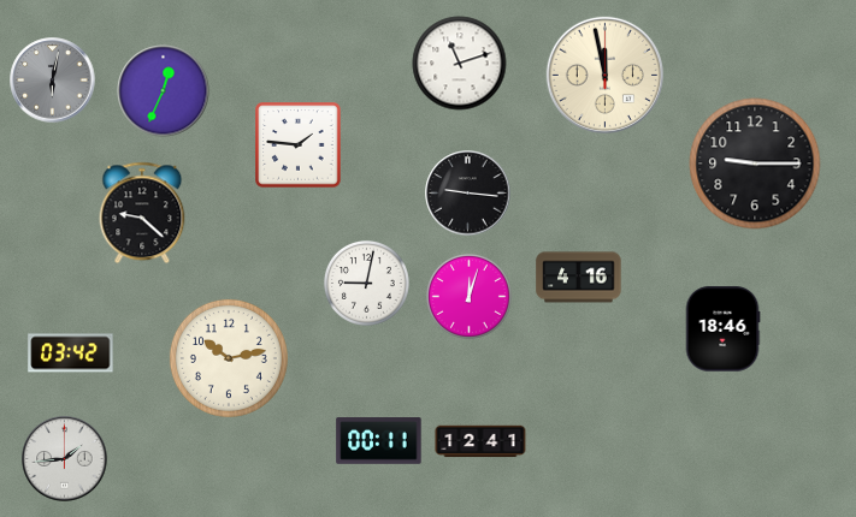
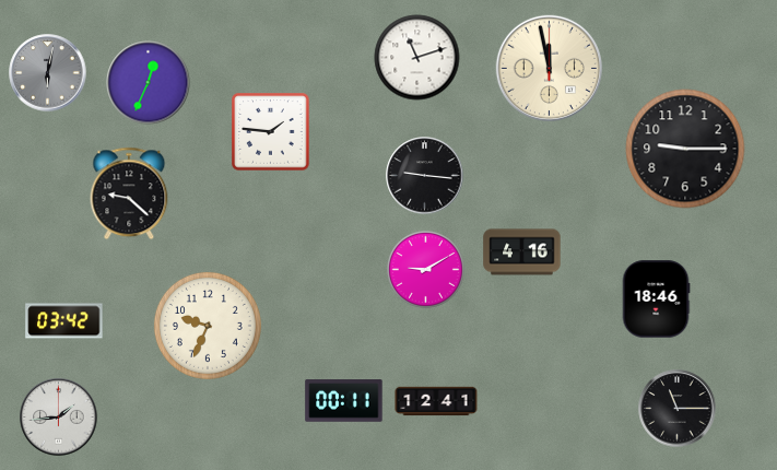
clock at (579, 278) position: (579, 278) -> (522, 252)
clock at (366, 283): 9:02 -> none
clock at (468, 296): 12:03 -> 9:10
clock at (229, 358): 10:13 -> 9:34
clock at (678, 409): none -> 11:15
